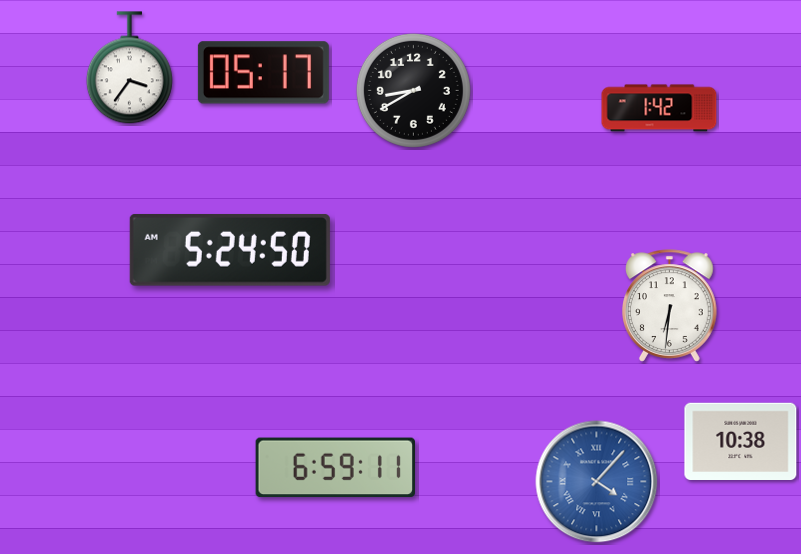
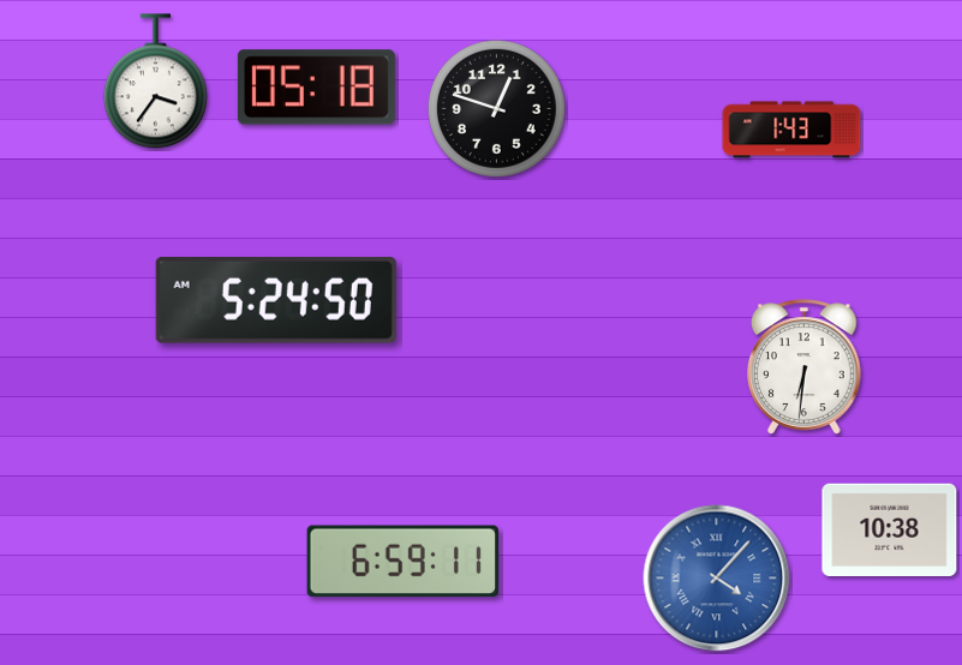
clock at (263, 73): 05:17 -> 05:18
clock at (413, 90): 8:40 -> 12:48
clock at (659, 108): 1:42 -> 1:43
